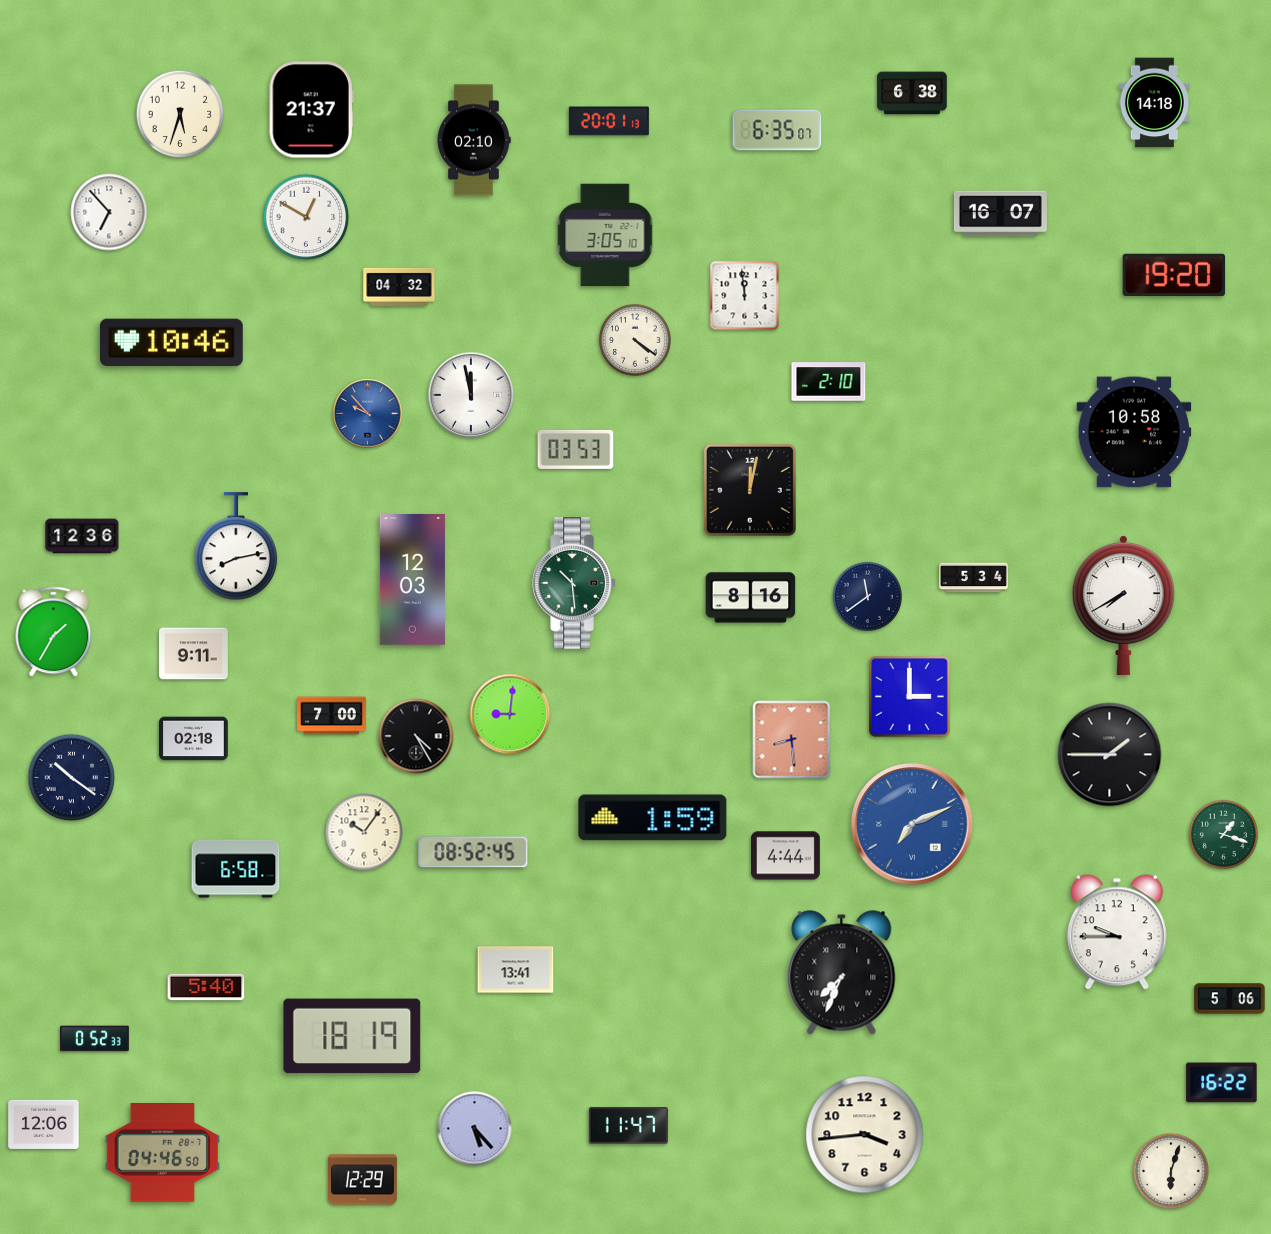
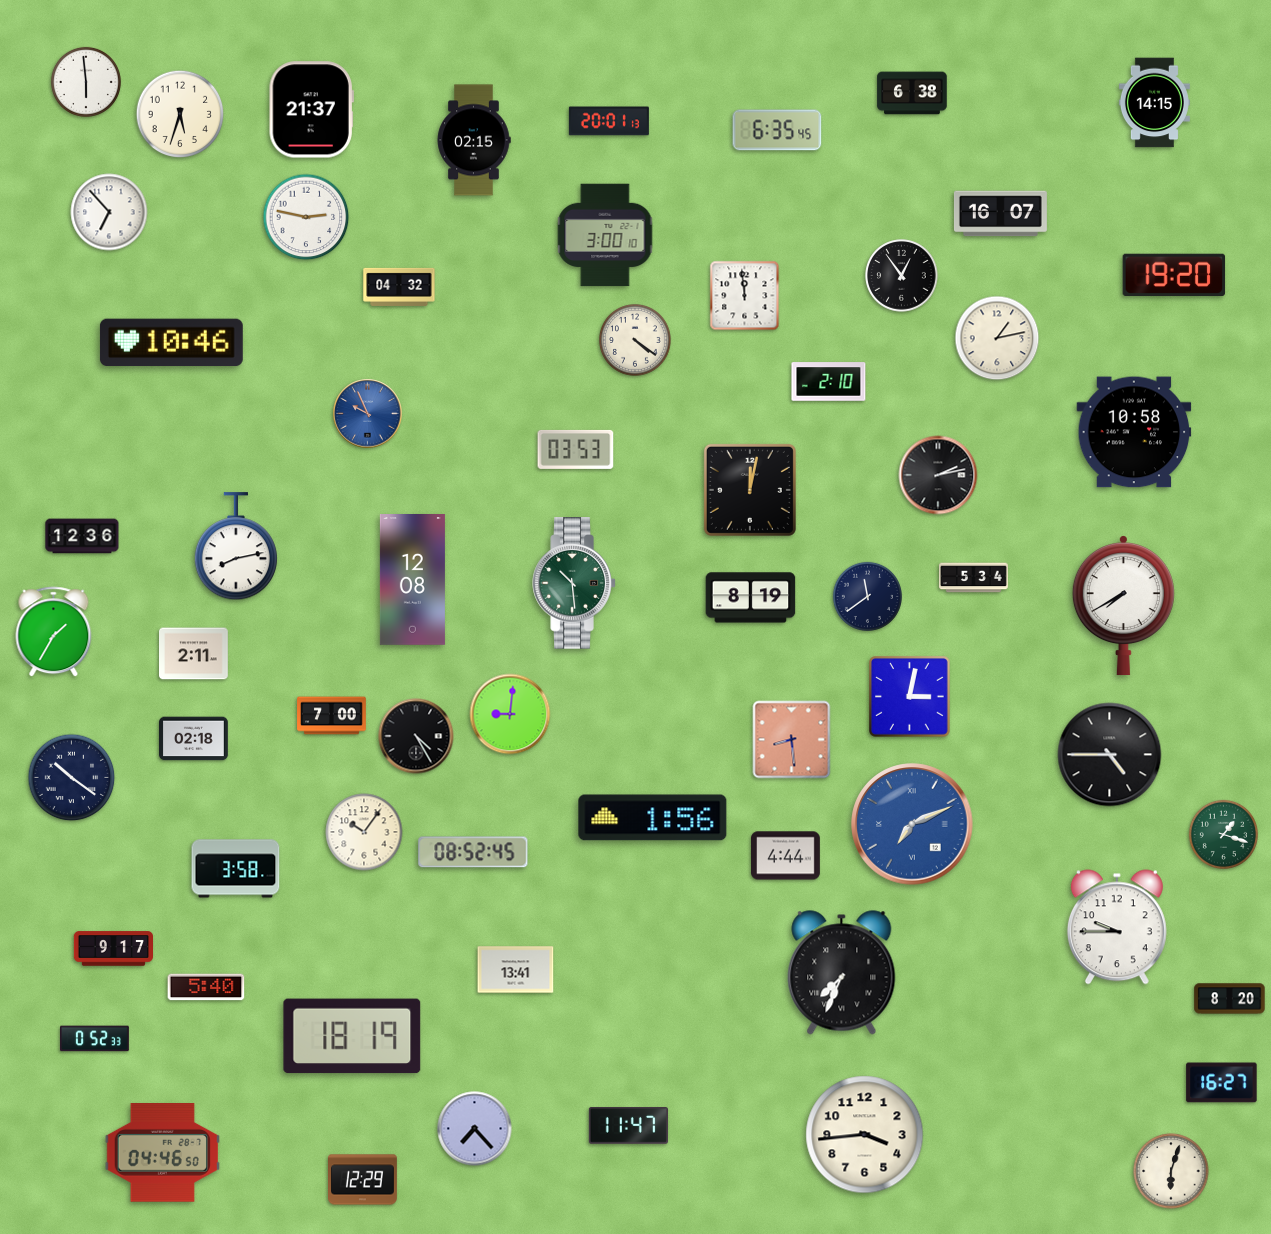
clock at (86, 82): none -> 5:59
clock at (1154, 103): 14:18 -> 14:15
clock at (777, 130): 6:35:07 -> 6:35:45
clock at (474, 140): 02:10 -> 02:15
clock at (306, 217): 12:50 -> 2:47
clock at (605, 235): 3:05 -> 3:00
clock at (902, 276): none -> 12:54
clock at (997, 338): none -> 1:13
clock at (471, 395): 11:58 -> none
clock at (368, 414): 9:53 -> 9:56
clock at (938, 475): none -> 2:13
clock at (412, 580): 12:03 -> 12:08
clock at (751, 598): 8:16 -> 8:19
clock at (194, 654): 9:11 -> 2:11
clock at (910, 697): 3:00 -> 3:02
clock at (1110, 755): 1:45 -> 4:45
clock at (653, 818): 1:59 -> 1:56
clock at (236, 869): 6:58 -> 3:58
clock at (1117, 932) position: (1117, 932) -> (1117, 927)
clock at (113, 949): none -> 9:17
clock at (1230, 999): 5:06 -> 8:20
clock at (1222, 1083): 16:22 -> 16:27
clock at (44, 1124): 12:06 -> none
clock at (475, 1129): 5:23 -> 7:23
